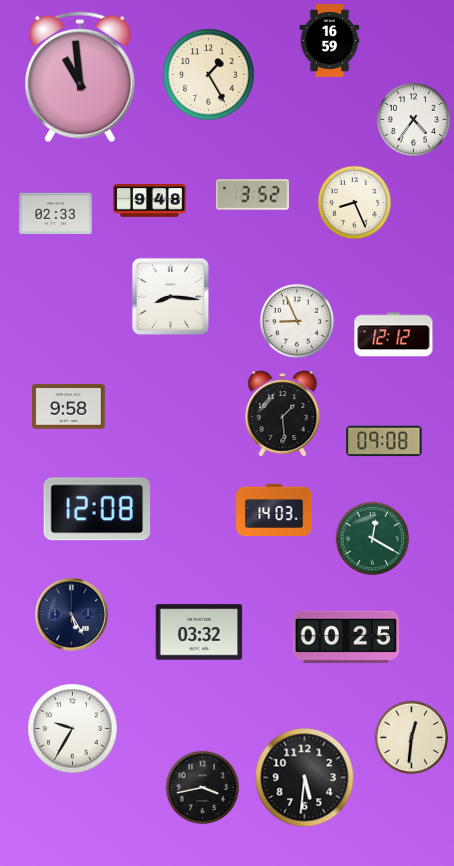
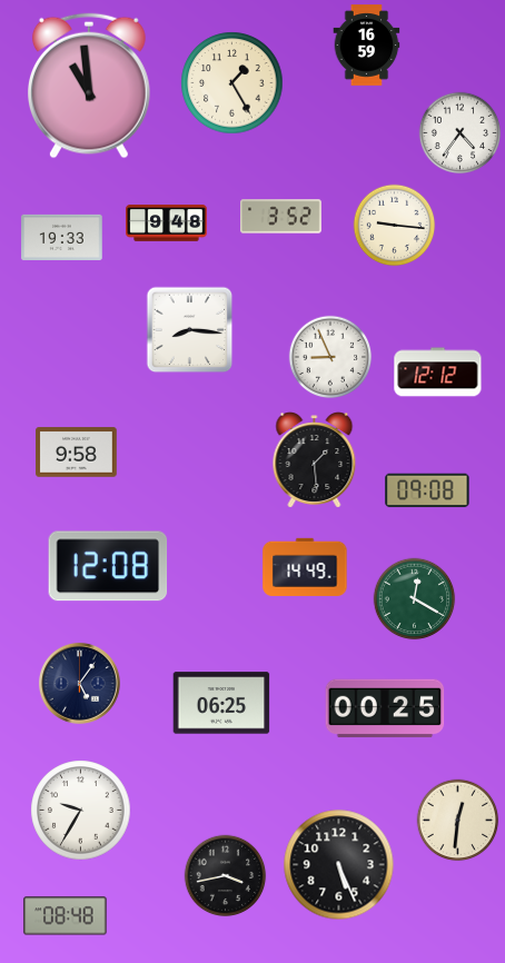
clock at (355, 203): 8:26 -> 9:16
clock at (56, 213): 02:33 -> 19:33
clock at (274, 510): 14:03 -> 14:49
clock at (71, 614): 5:25 -> 5:06
clock at (199, 632): 03:32 -> 06:25
clock at (305, 778): 5:31 -> 5:26
clock at (66, 916): none -> 08:48
